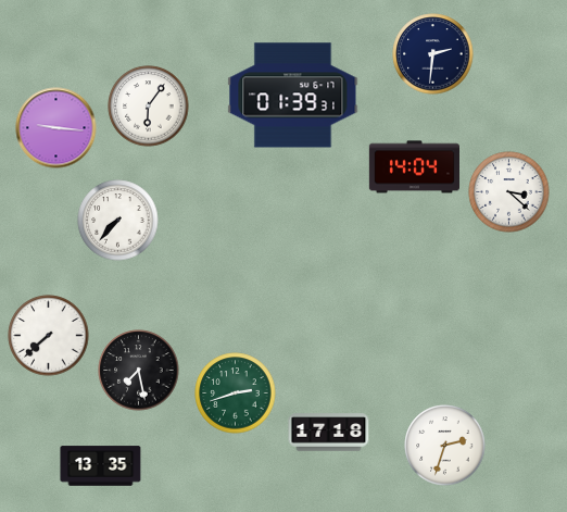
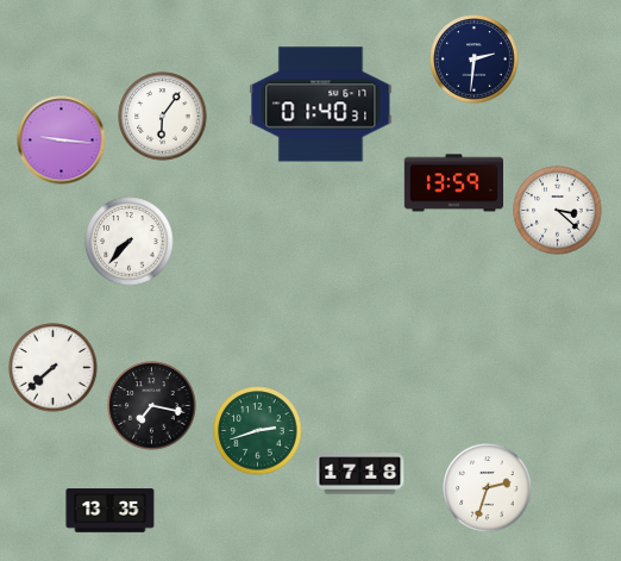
clock at (293, 96): 01:39 -> 01:40
clock at (414, 167): 14:04 -> 13:59
clock at (139, 371): 7:28 -> 7:17
